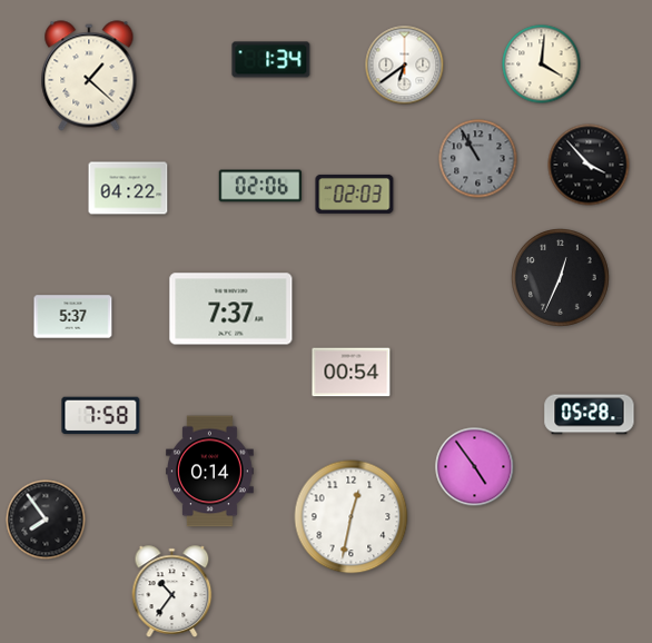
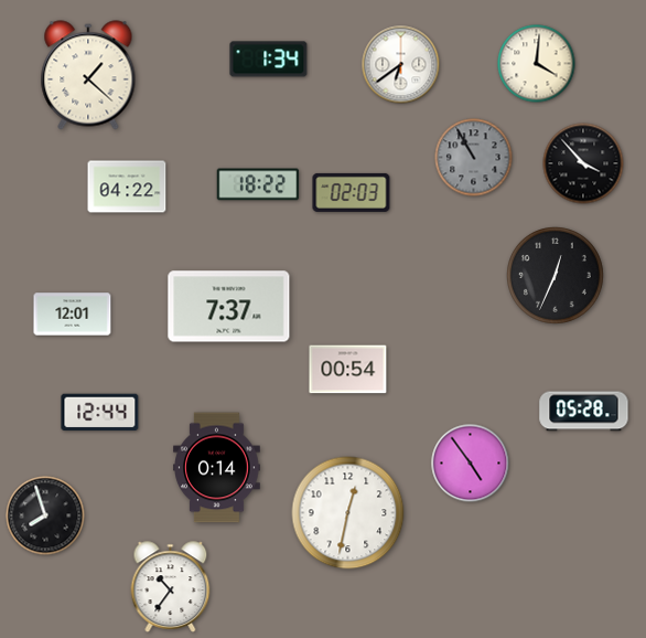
clock at (260, 186): 02:06 -> 18:22
clock at (73, 317): 5:37 -> 12:01
clock at (101, 416): 7:58 -> 12:44
clock at (210, 472) position: (210, 472) -> (217, 468)
clock at (46, 520): 7:54 -> 7:57
